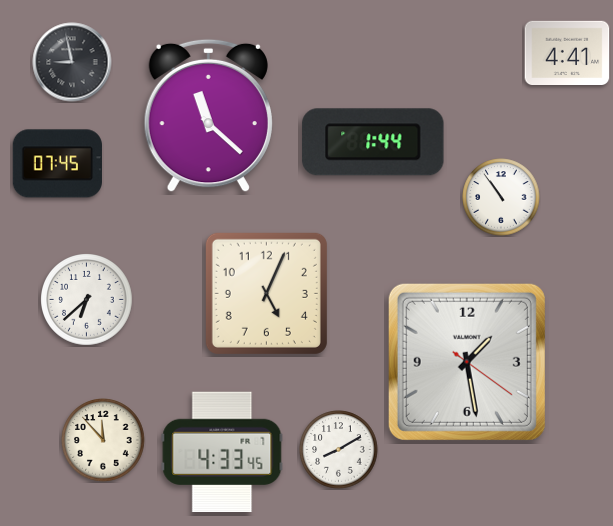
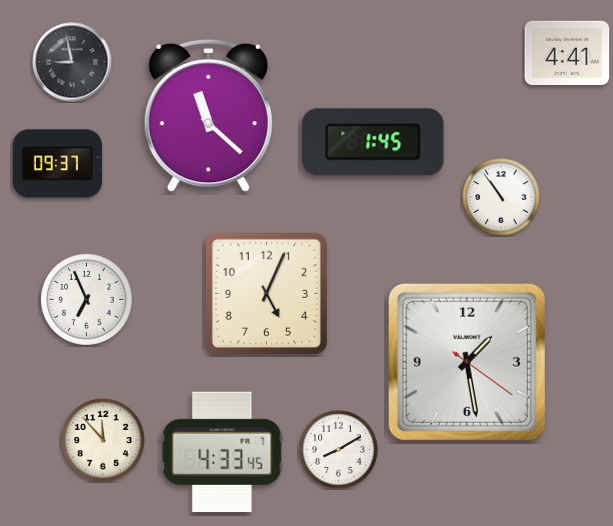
clock at (373, 142): 1:44 -> 1:45
clock at (57, 164): 07:45 -> 09:37
clock at (87, 300): 6:38 -> 6:56
